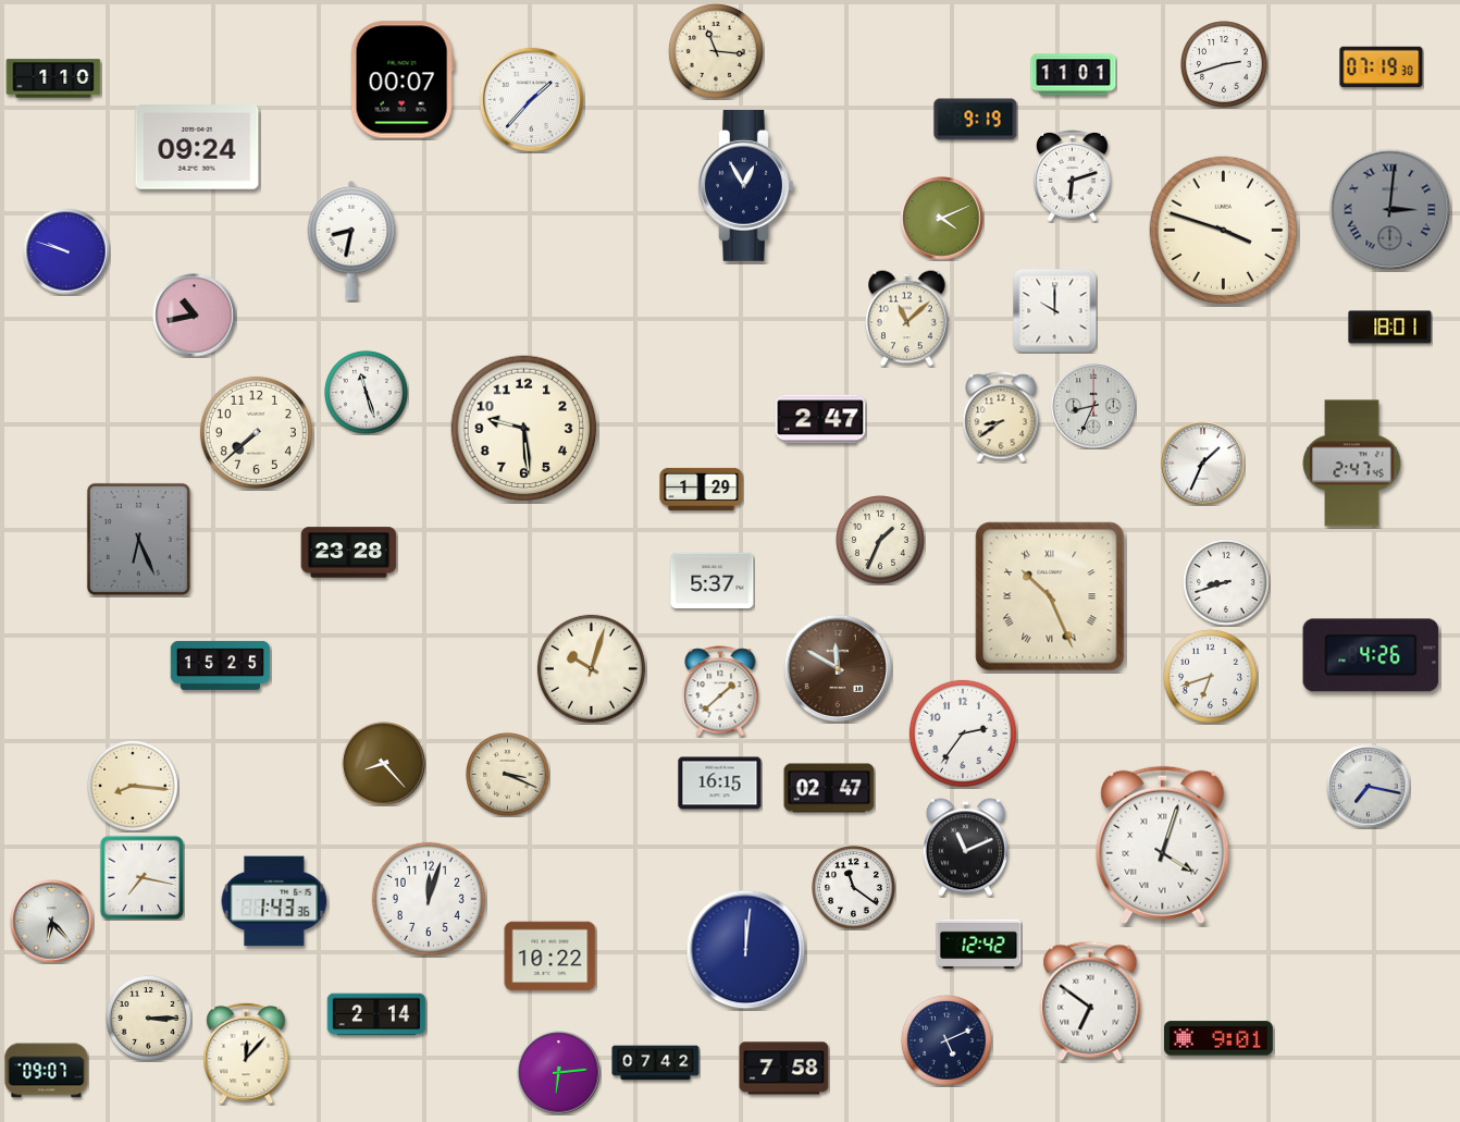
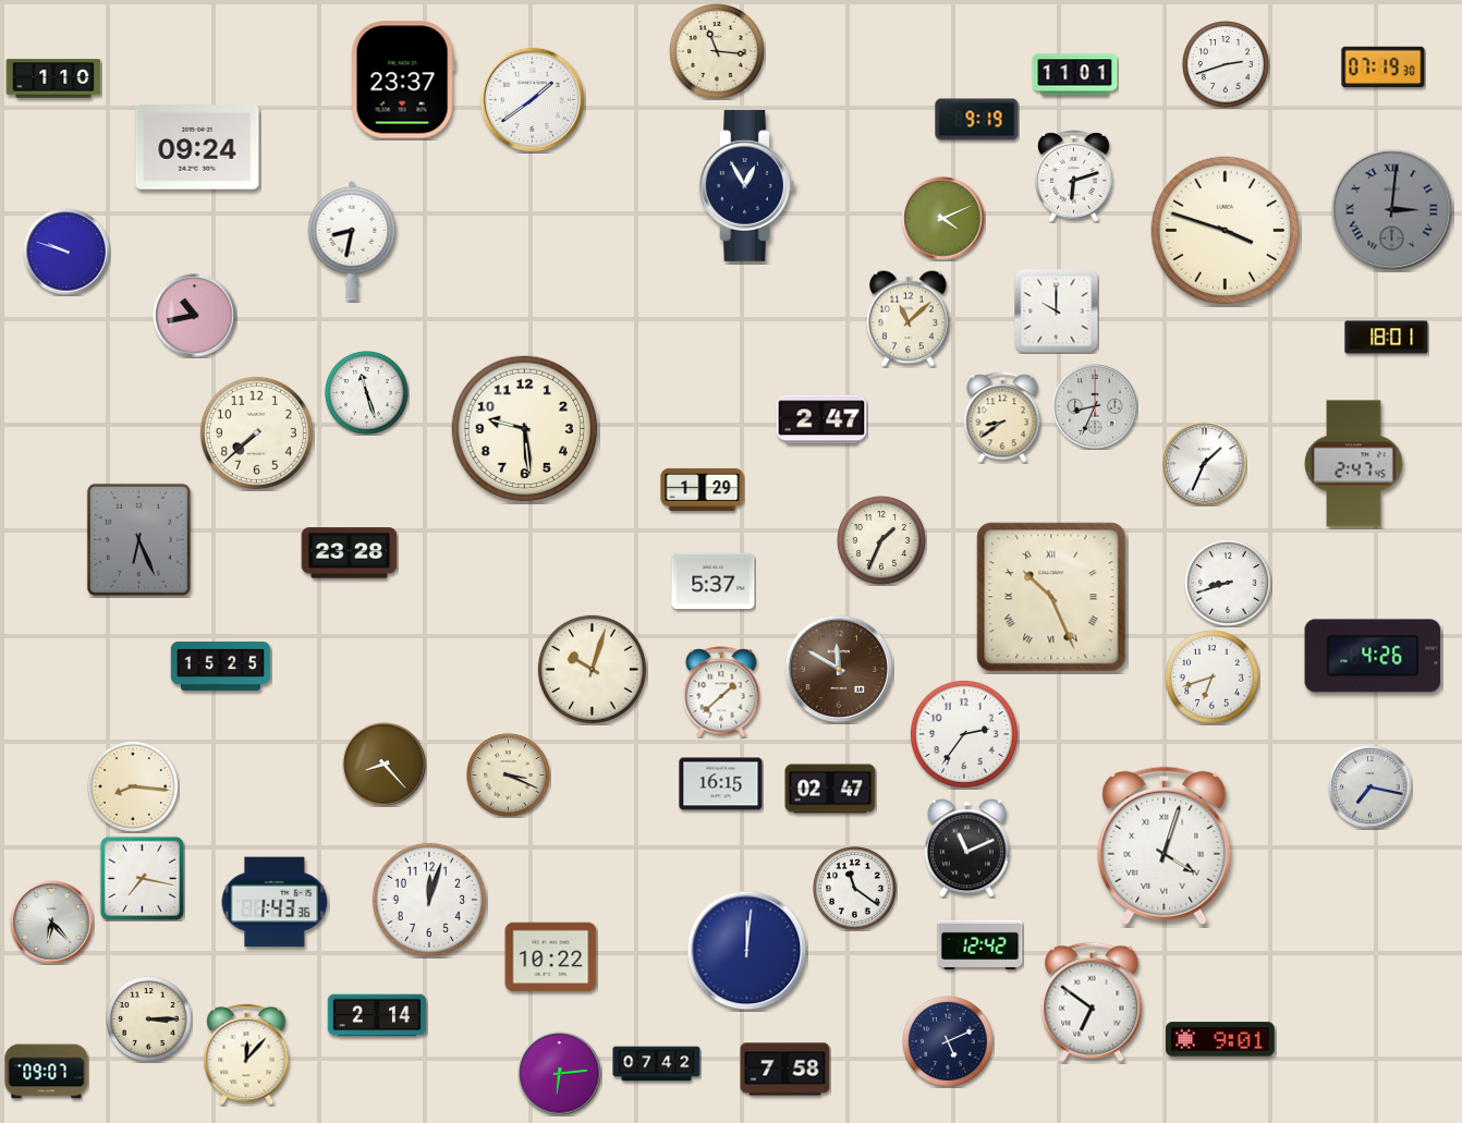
clock at (403, 79): 00:07 -> 23:37
clock at (531, 99): 1:37 -> 1:39
clock at (1390, 328) position: (1390, 328) -> (1387, 338)
